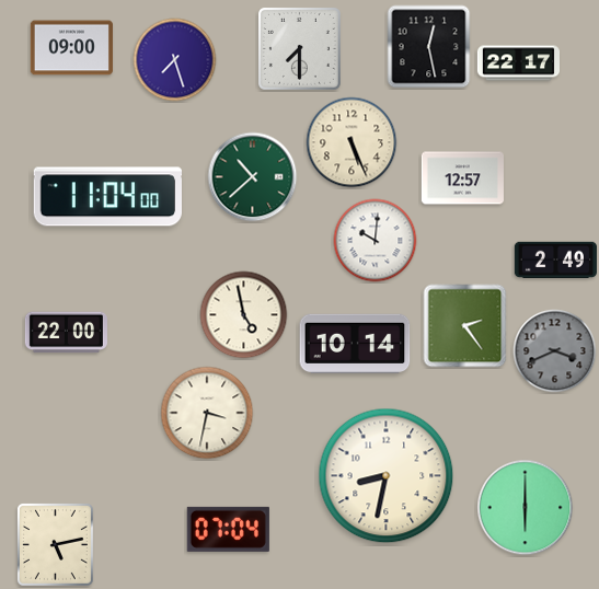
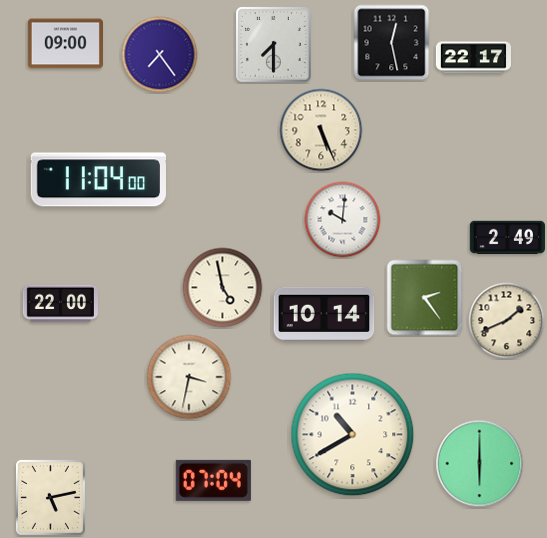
clock at (175, 60): 7:27 -> 7:24
clock at (253, 177): 10:38 -> none
clock at (462, 178): 12:57 -> none
clock at (555, 351): 3:41 -> 1:41
clock at (555, 351) dial: grey -> cream
clock at (387, 476): 8:32 -> 10:40
clock at (228, 529) position: (228, 529) -> (213, 480)
